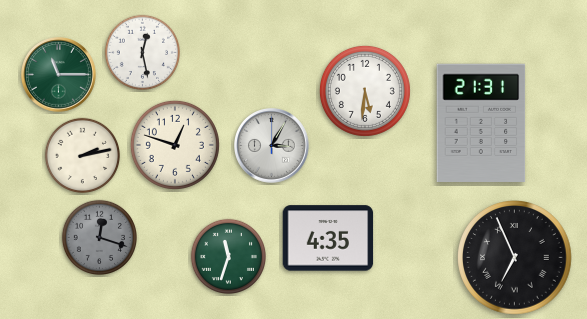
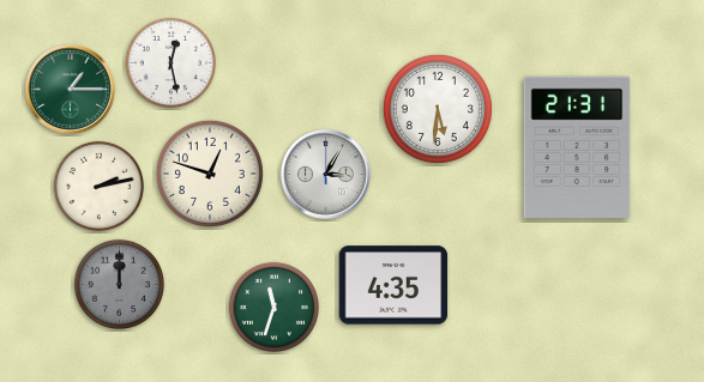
clock at (59, 75): 11:15 -> 1:15
clock at (99, 237): 12:18 -> 12:00
clock at (515, 258): 6:56 -> none
